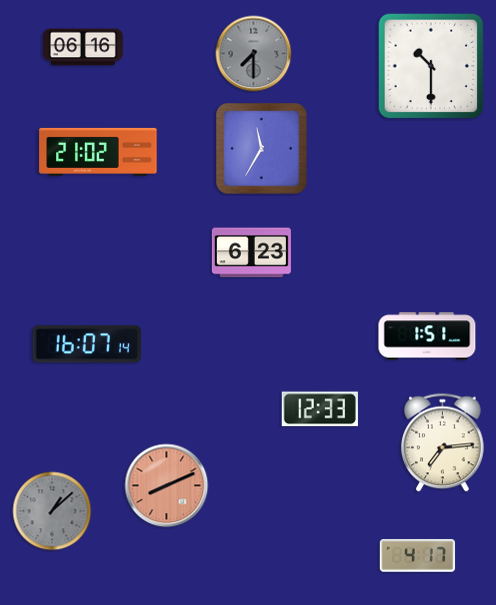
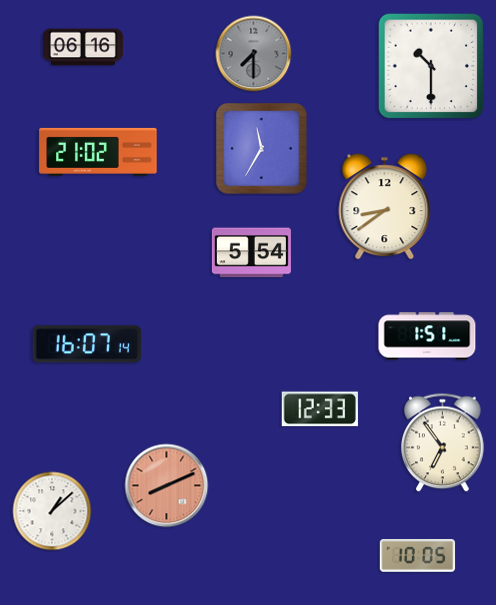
clock at (385, 207): none -> 8:39
clock at (251, 253): 6:23 -> 5:54
clock at (443, 443): 7:14 -> 6:54
clock at (52, 511) dial: grey -> white
clock at (418, 556): 4:17 -> 10:05
